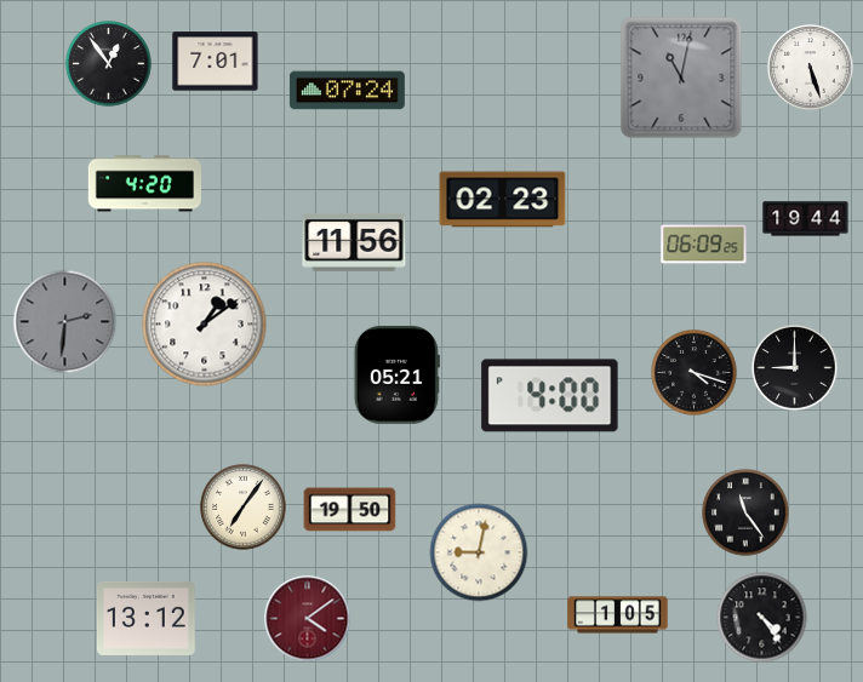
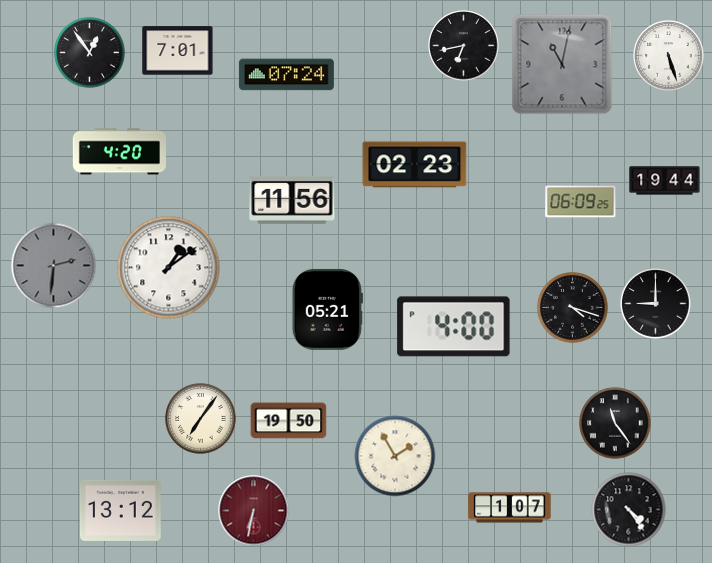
clock at (464, 46): none -> 6:43
clock at (479, 552): 9:02 -> 1:55
clock at (618, 615): 1:05 -> 1:07
clock at (308, 619): 4:09 -> 6:32
